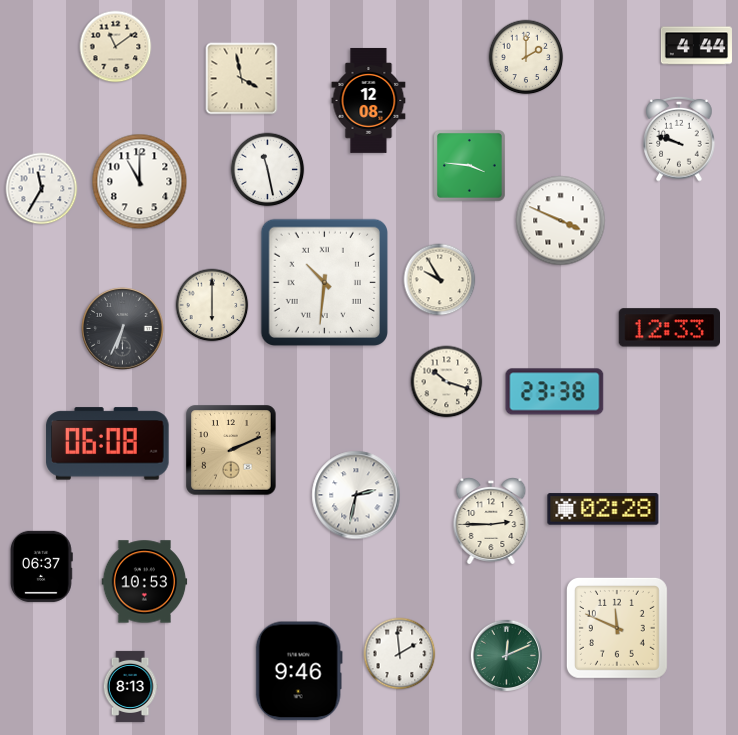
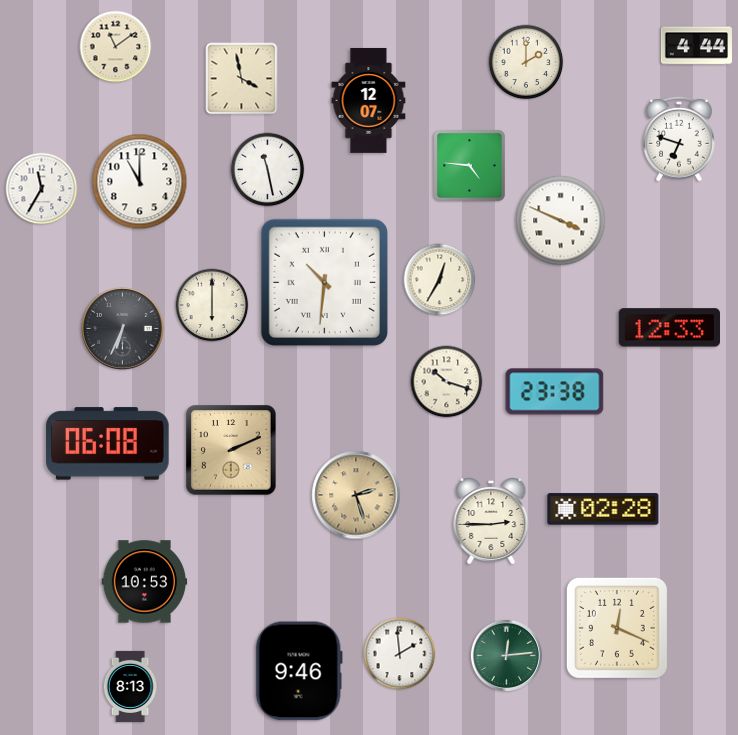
clock at (526, 57) position: (526, 57) -> (526, 62)
clock at (369, 100): 12:08 -> 12:07
clock at (679, 139): 9:48 -> 6:48
clock at (470, 166): 3:46 -> 4:46
clock at (440, 280): 9:55 -> 12:35
clock at (356, 495): 2:32 -> 2:27
clock at (356, 495) dial: white -> champagne
clock at (41, 566): 06:37 -> none
clock at (617, 628): 11:49 -> 12:19
clock at (506, 655): 12:11 -> 12:14
